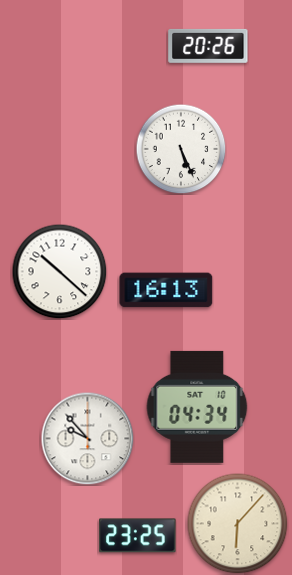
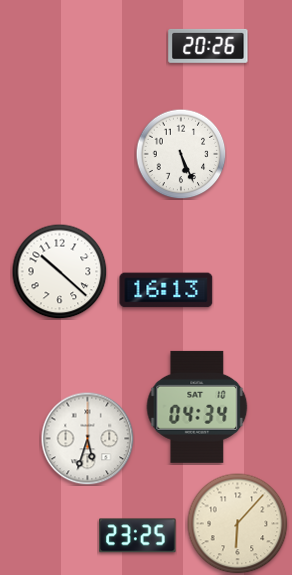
clock at (181, 149) position: (181, 149) -> (181, 154)
clock at (87, 438): 9:53 -> 5:33
